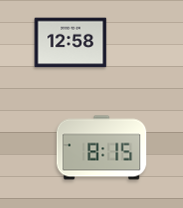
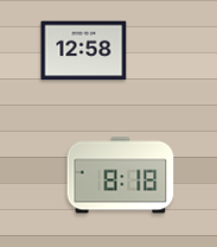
clock at (102, 148): 8:15 -> 8:18
